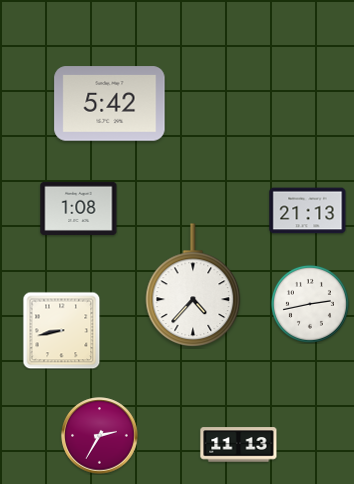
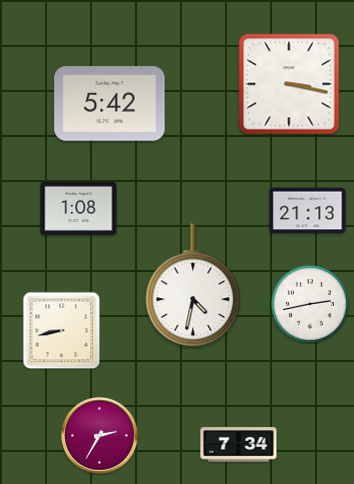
clock at (289, 84): none -> 3:17
clock at (193, 285): 4:37 -> 4:32
clock at (239, 445): 11:13 -> 7:34
